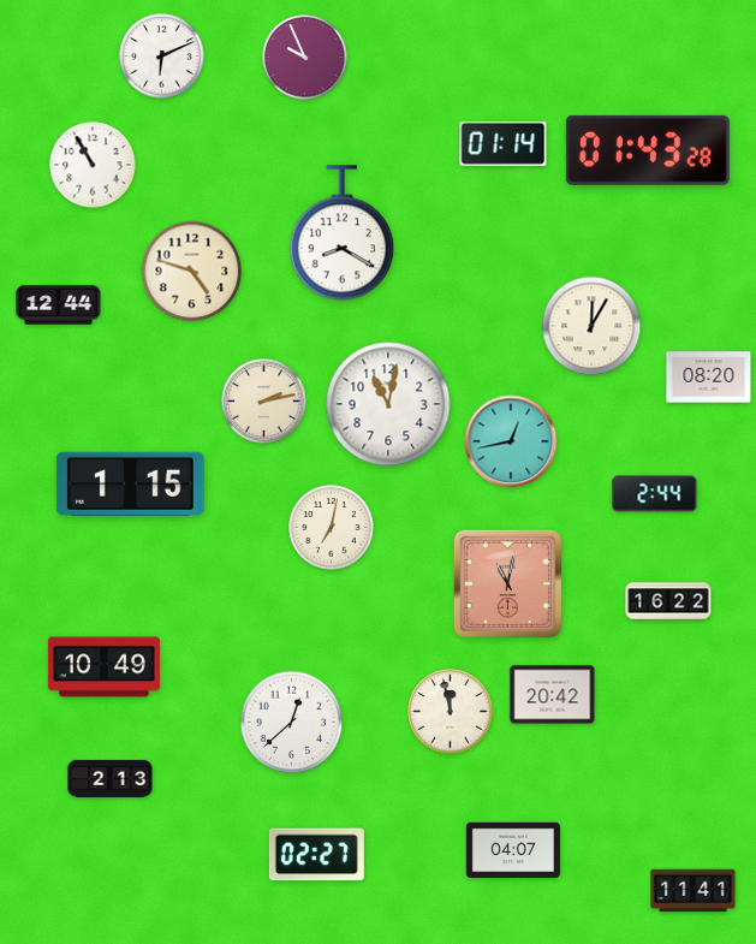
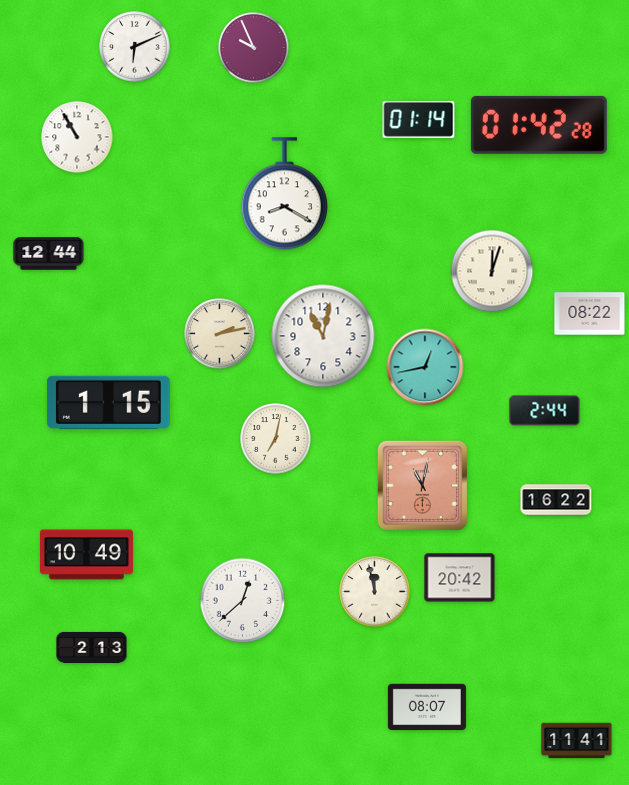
clock at (648, 150): 01:43 -> 01:42
clock at (192, 272): 4:48 -> none
clock at (591, 326): 12:05 -> 12:03
clock at (709, 378): 08:20 -> 08:22
clock at (513, 850): 04:07 -> 08:07
clock at (316, 855): 02:27 -> none
